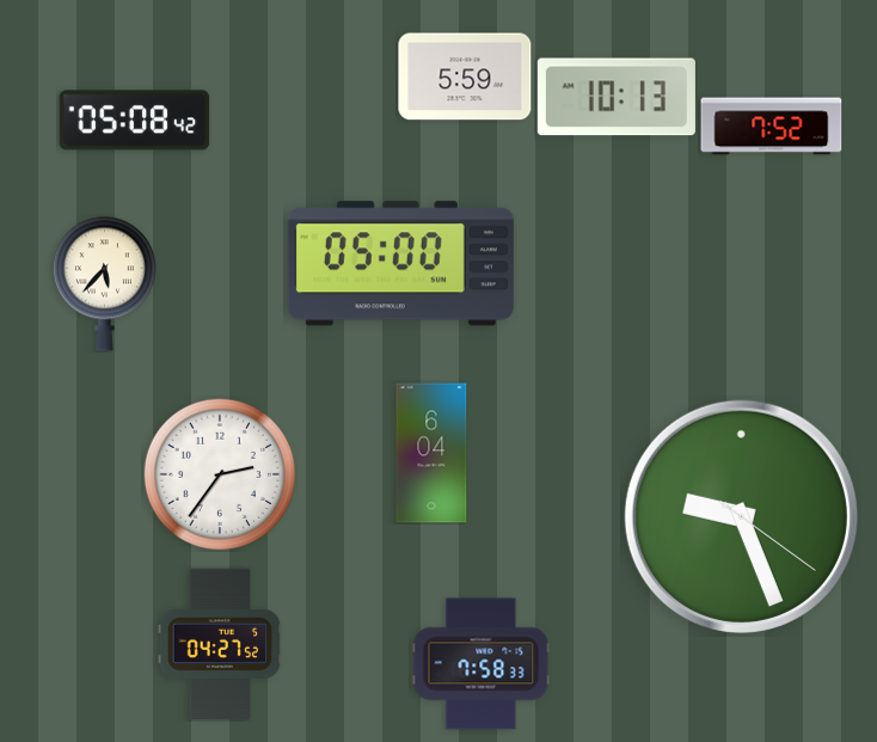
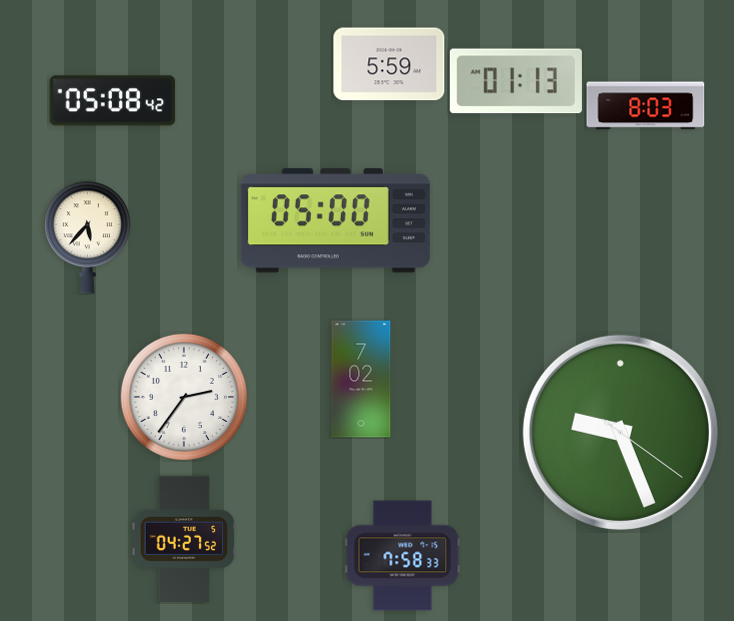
clock at (617, 97): 10:13 -> 01:13
clock at (772, 127): 7:52 -> 8:03
clock at (431, 453): 6:04 -> 7:02
